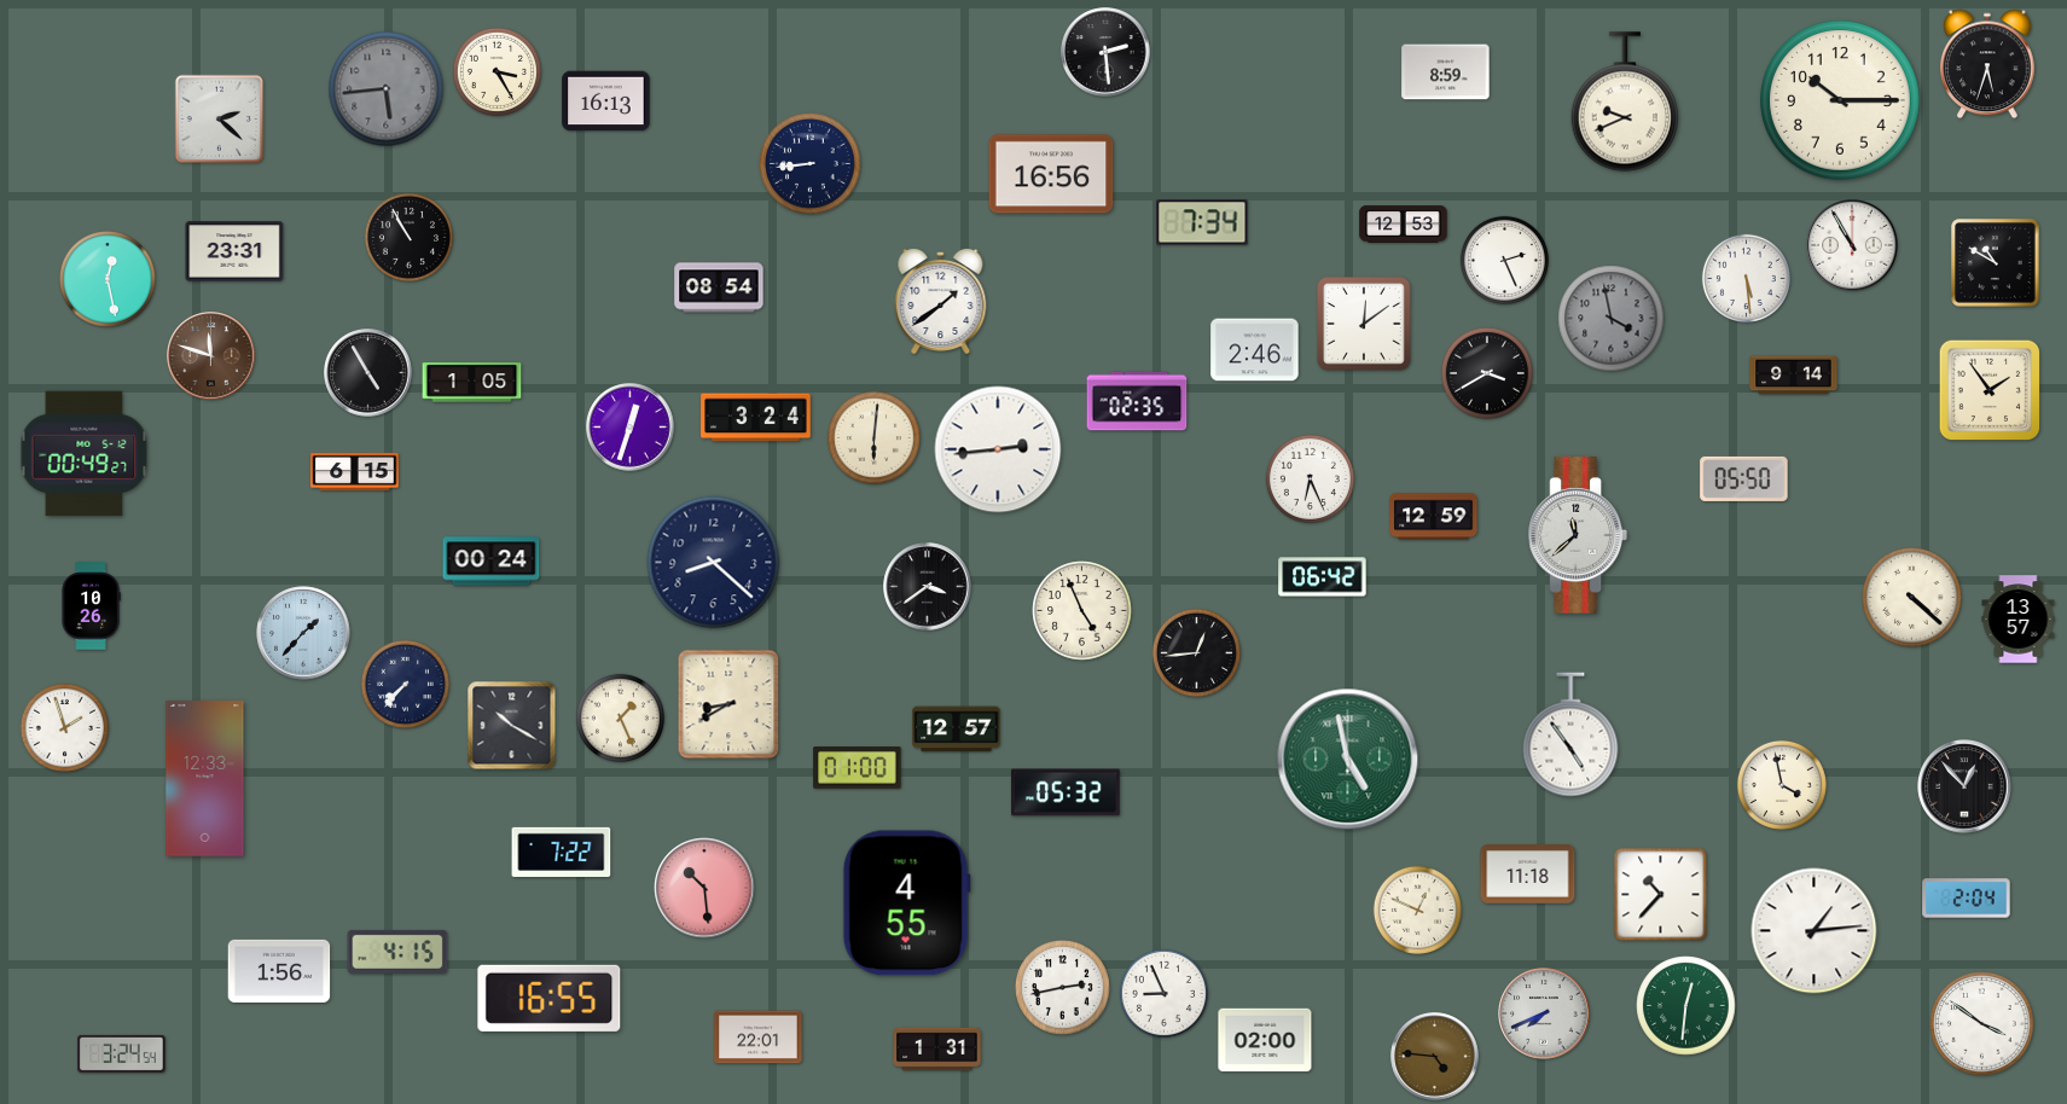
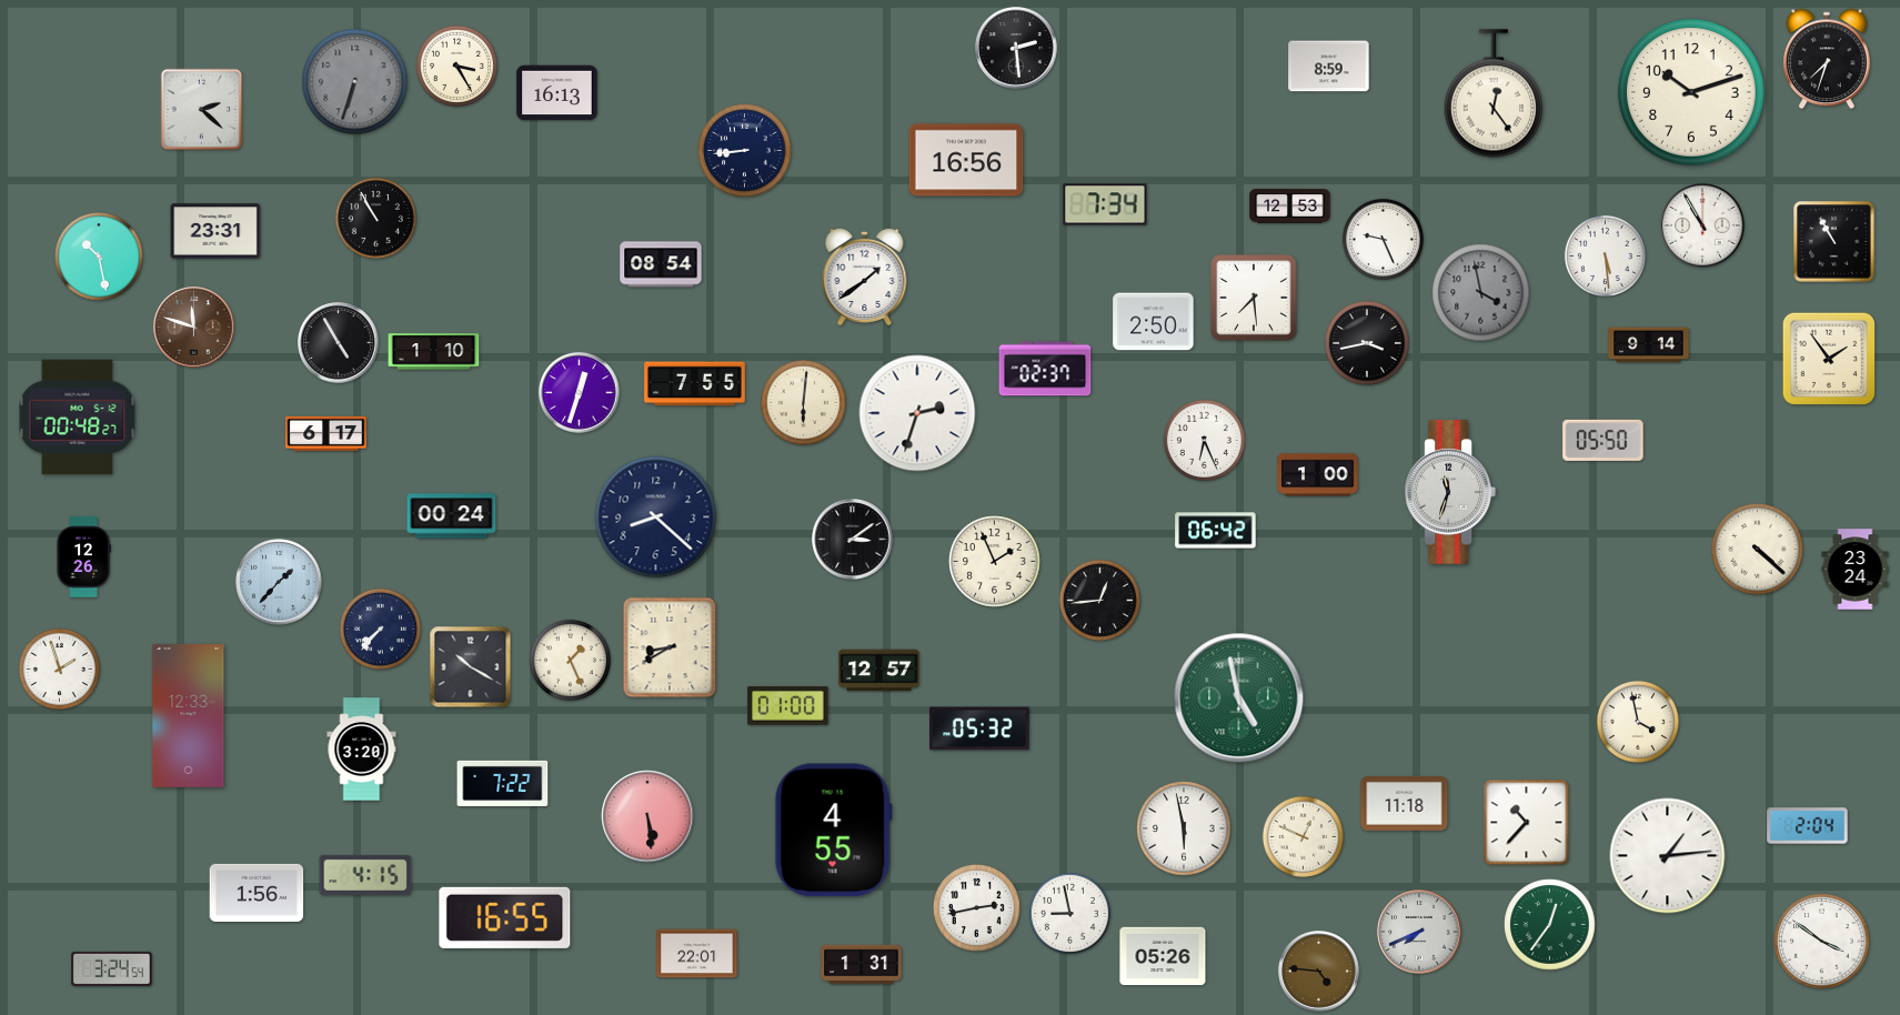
clock at (1987, 64): 5:33 -> 7:33
clock at (387, 89): 5:44 -> 6:33
clock at (1625, 101): 9:41 -> 12:24
clock at (1841, 101): 10:15 -> 10:12
clock at (1504, 260): 2:26 -> 9:26
clock at (1996, 263): 10:50 -> 10:55
clock at (109, 280): 12:28 -> 10:28
clock at (1365, 325): 12:09 -> 7:29
clock at (1255, 350): 2:46 -> 2:50
clock at (1487, 373): 3:40 -> 3:43
clock at (472, 383): 1:05 -> 1:10
clock at (1137, 401): 02:35 -> 02:37
clock at (756, 418): 3:24 -> 7:55
clock at (998, 449): 2:44 -> 2:33
clock at (85, 454): 00:49 -> 00:48
clock at (355, 471): 6:15 -> 6:17
clock at (1434, 517): 12:59 -> 1:00
clock at (1577, 535): 11:38 -> 11:33
clock at (928, 587): 3:39 -> 3:09
clock at (91, 606): 10:26 -> 12:26
clock at (1082, 611): 4:56 -> 1:56
clock at (2019, 620): 13:57 -> 23:24
clock at (405, 684) position: (405, 684) -> (380, 629)
clock at (1570, 734): 4:54 -> none
clock at (1964, 786): 12:53 -> none
clock at (362, 750): none -> 3:20
clock at (562, 852) position: (562, 852) -> (503, 783)
clock at (704, 888): 10:29 -> 5:29
clock at (1184, 828): none -> 5:58
clock at (1163, 993): 8:56 -> 8:58
clock at (1686, 1006): 12:31 -> 12:36
clock at (1265, 1040): 02:00 -> 05:26
